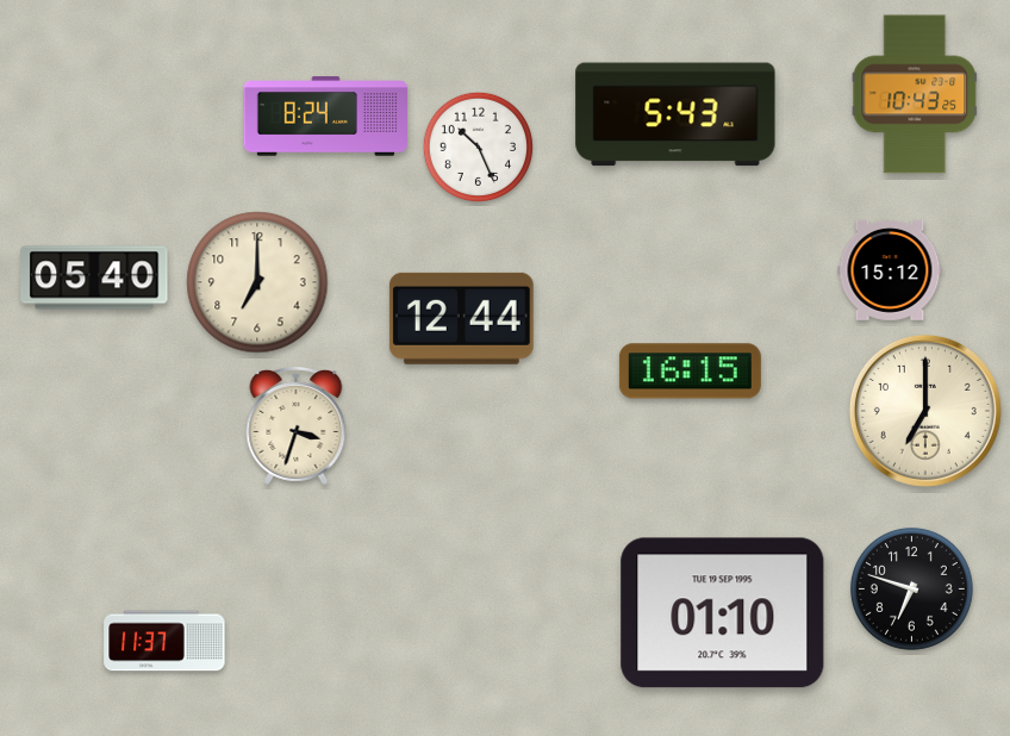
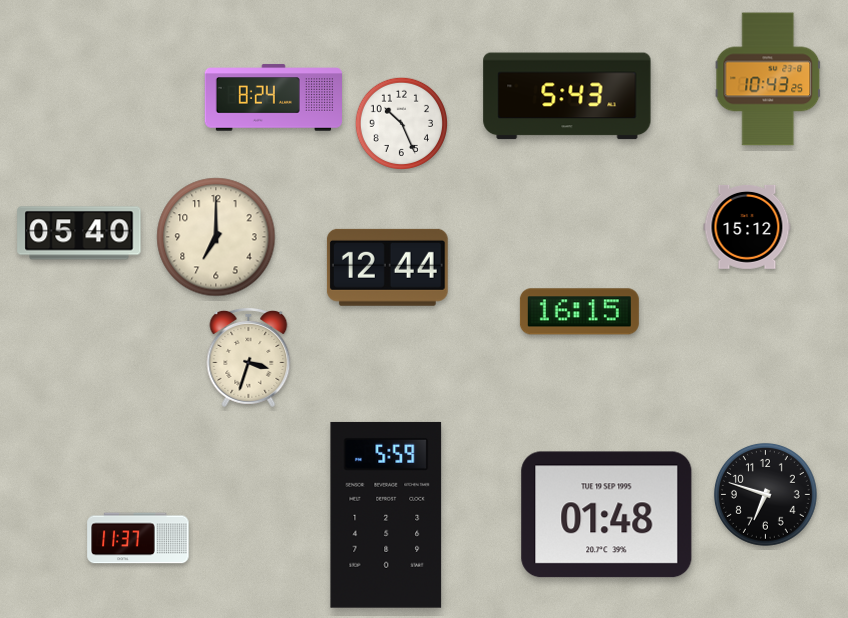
clock at (925, 411): 7:00 -> none
clock at (386, 515): none -> 5:59
clock at (723, 613): 01:10 -> 01:48
